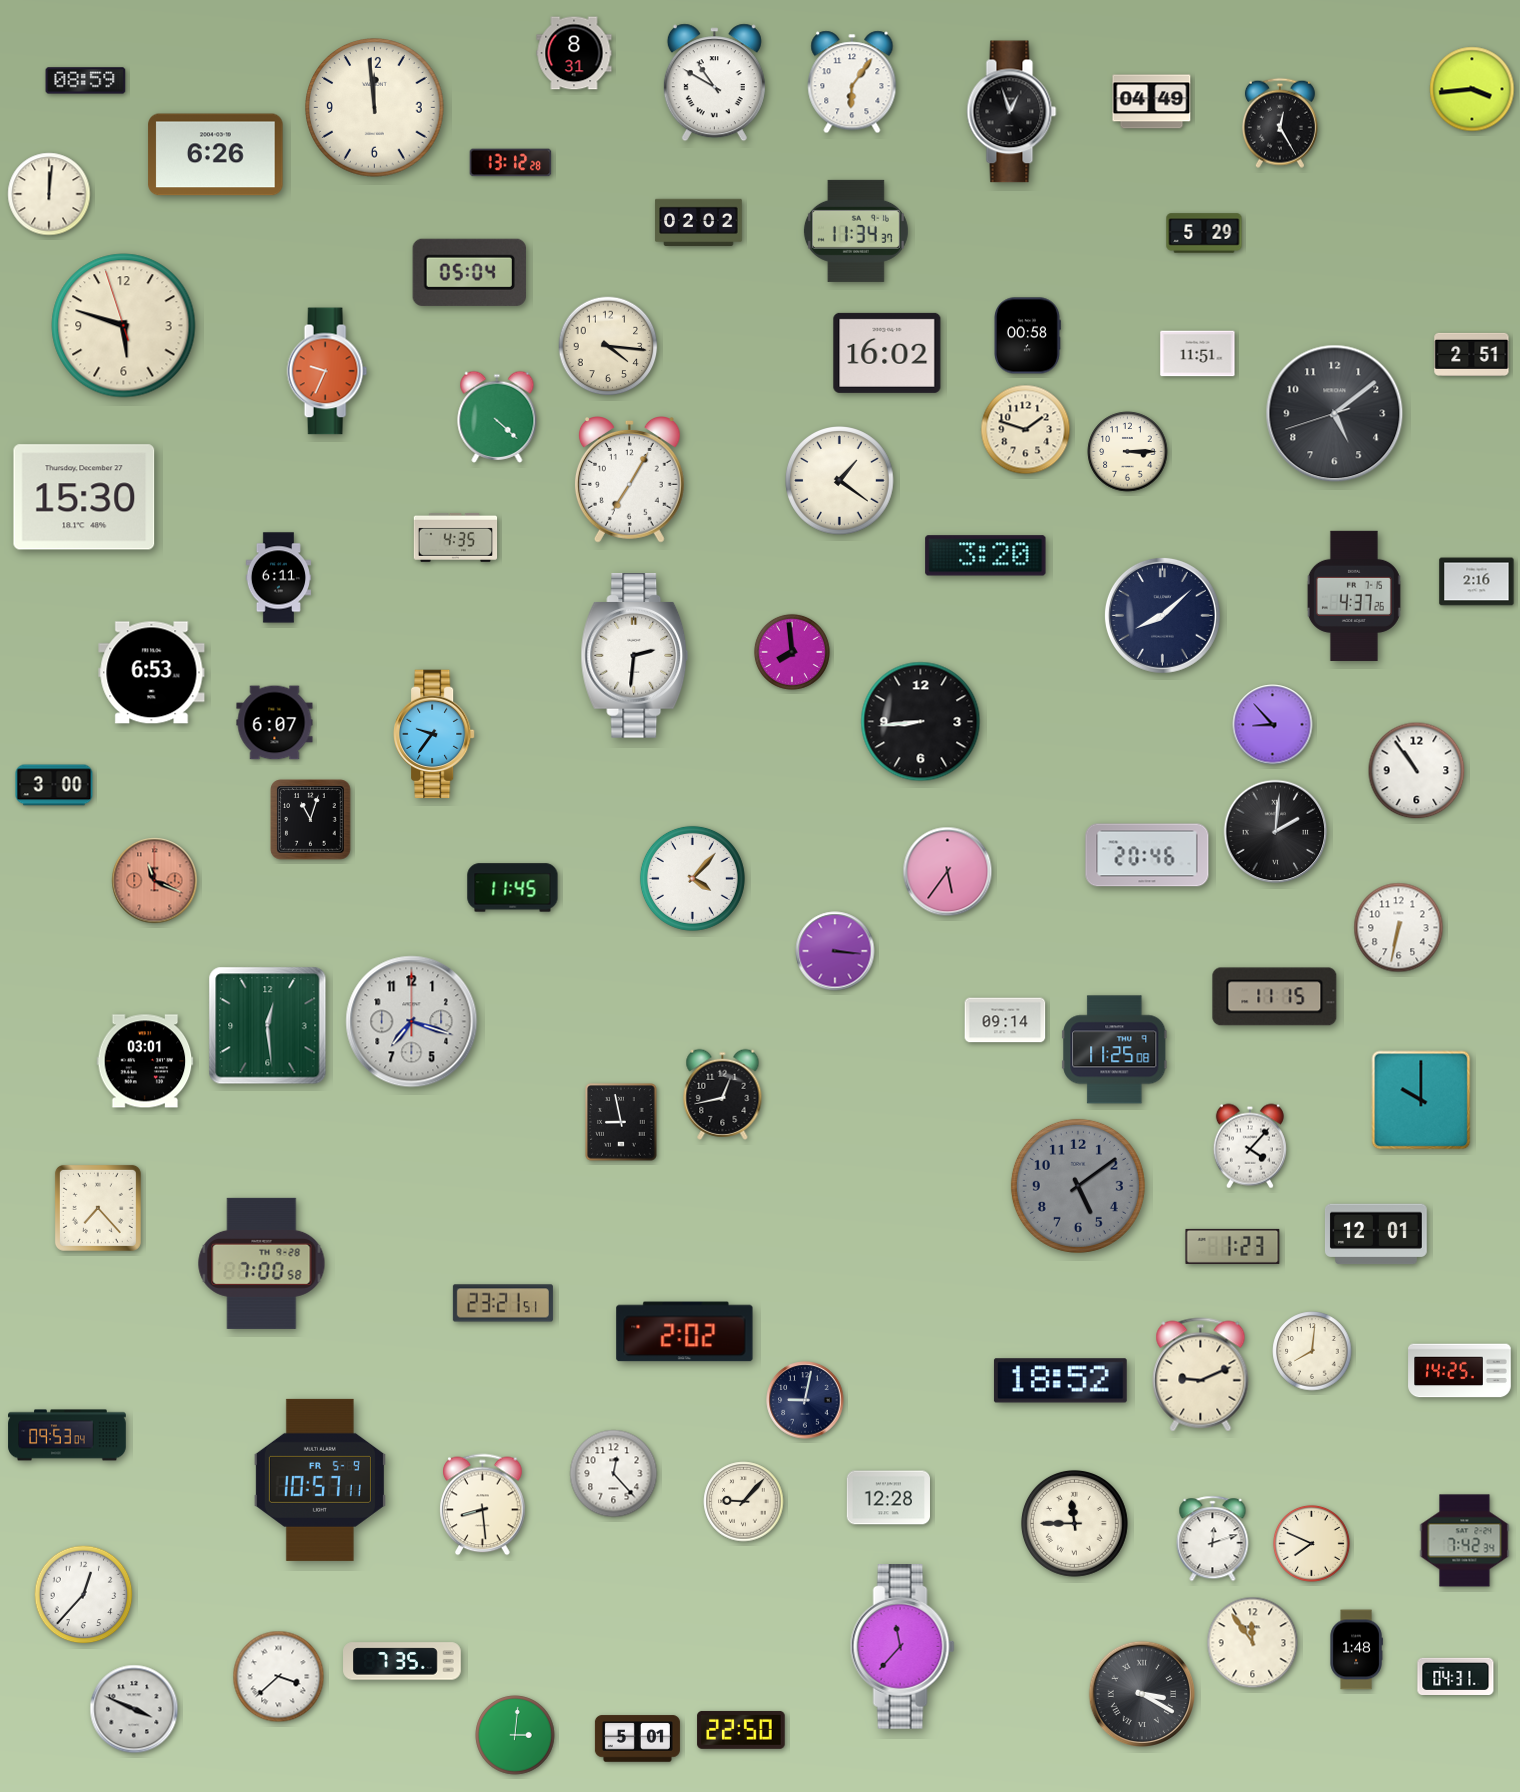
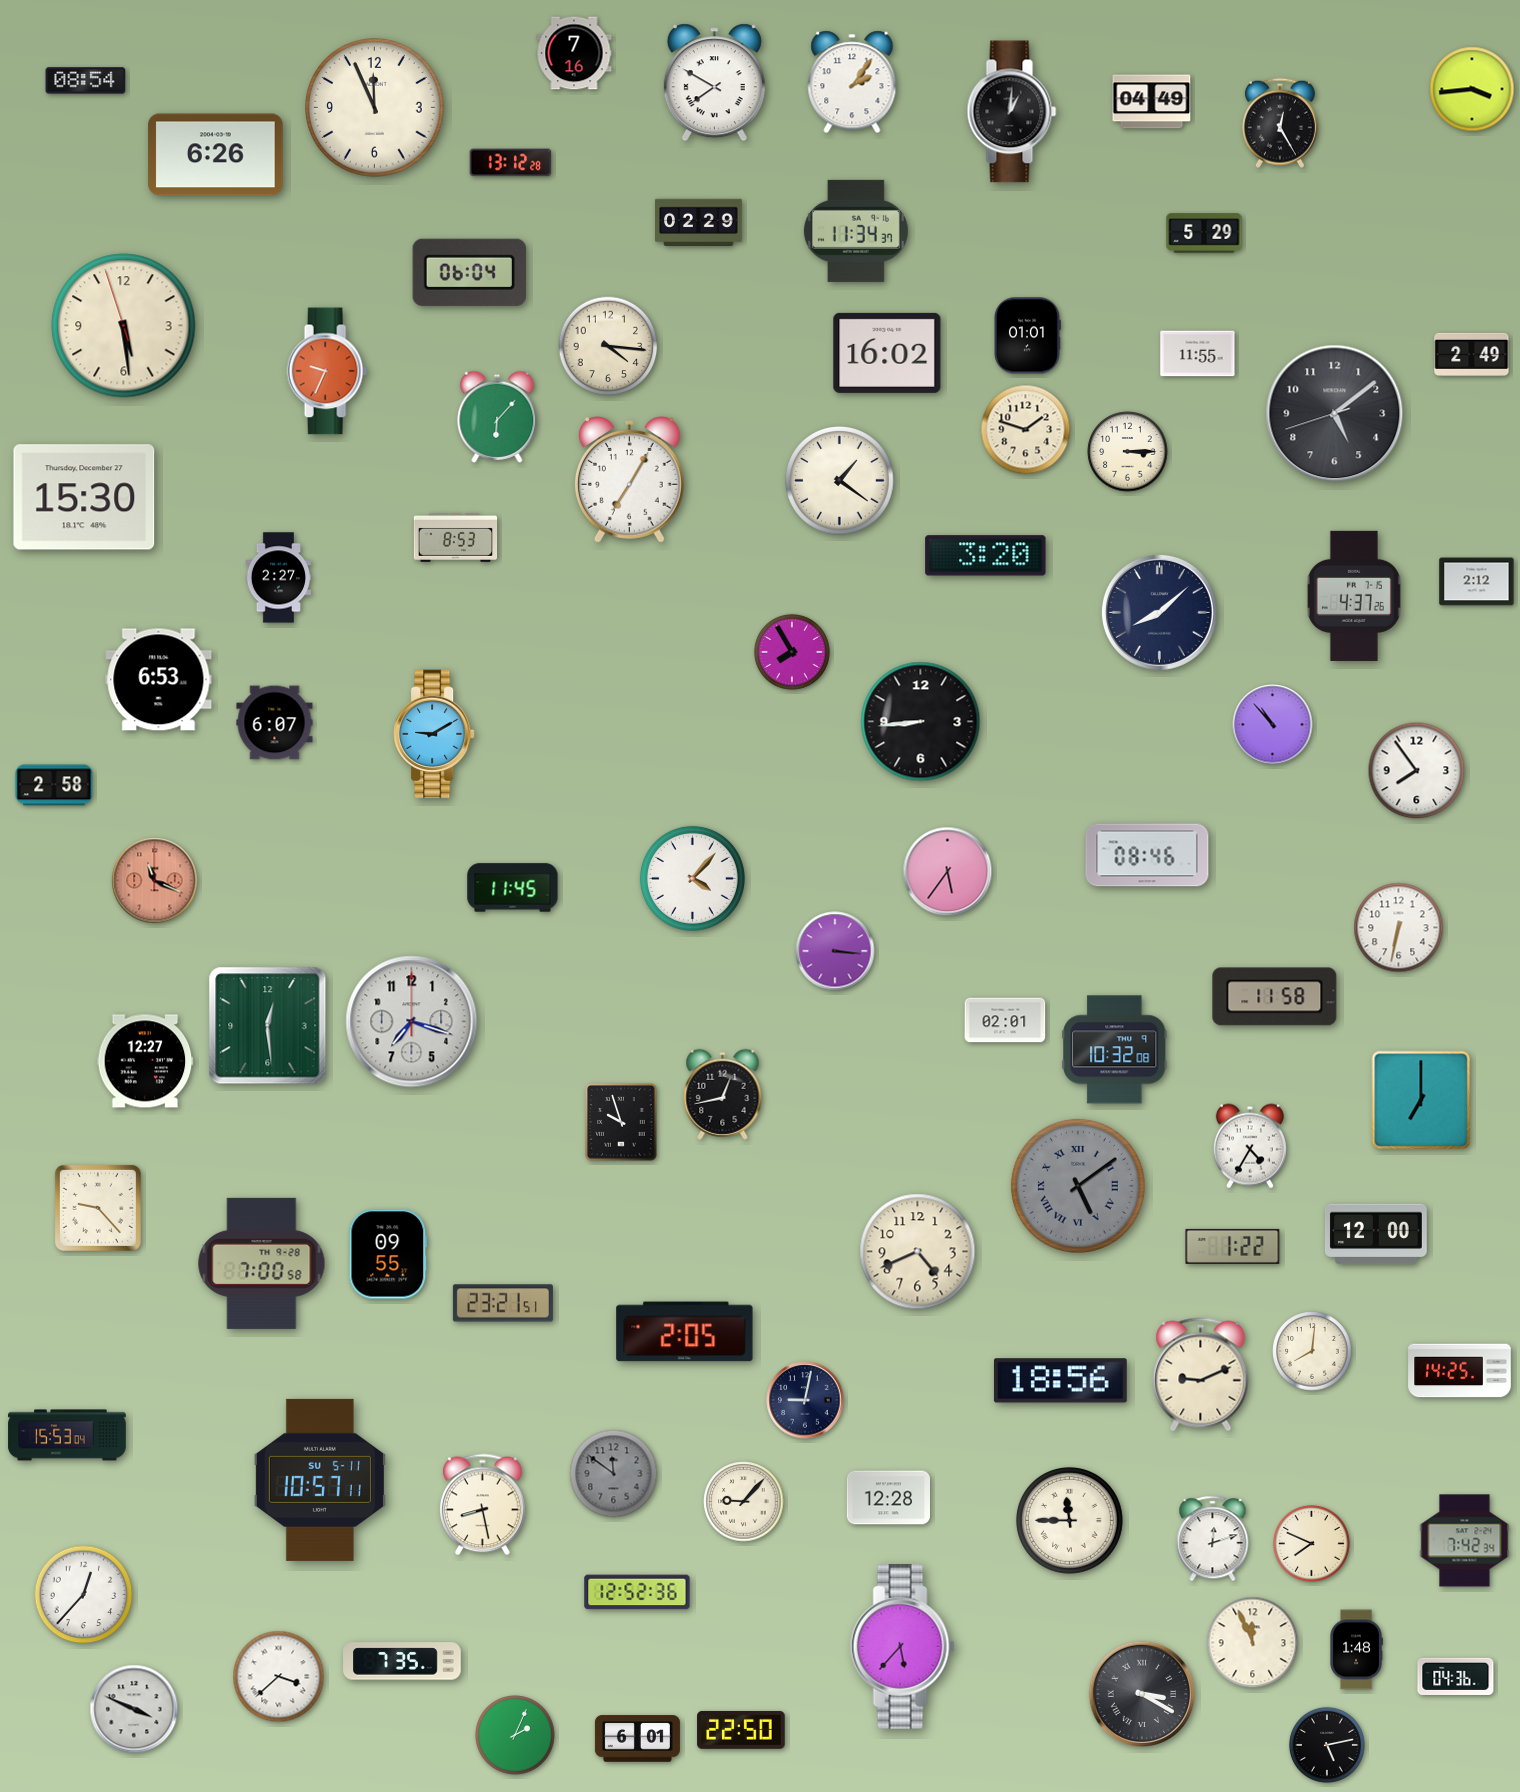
clock at (574, 53): 8:31 -> 7:16
clock at (86, 81): 08:59 -> 08:54
clock at (852, 82): 6:06 -> 2:06
clock at (714, 83): 10:50 -> 7:50
clock at (375, 108): 11:59 -> 11:56
clock at (1012, 112): 12:57 -> 1:01
clock at (49, 194): 12:01 -> none
clock at (699, 222): 02:02 -> 02:29
clock at (469, 272): 05:04 -> 06:04
clock at (124, 326): 5:47 -> 5:28
clock at (1028, 336): 00:58 -> 01:01
clock at (1198, 354): 11:51 -> 11:55
clock at (1472, 354): 2:51 -> 2:49
clock at (497, 417): 4:22 -> 6:07
clock at (456, 537): 4:35 -> 8:53
clock at (279, 578): 6:11 -> 2:27
clock at (1477, 582): 2:16 -> 2:12
clock at (1162, 615) position: (1162, 615) -> (1159, 612)
clock at (792, 652): 7:59 -> 7:55
clock at (635, 656): 2:31 -> none
clock at (152, 673) position: (152, 673) -> (159, 680)
clock at (1273, 725): 8:53 -> 10:53
clock at (435, 734): 9:36 -> 9:10
clock at (1417, 771): 10:54 -> 7:54
clock at (54, 785): 3:00 -> 2:58
clock at (311, 820): 11:03 -> none
clock at (1276, 832): 2:01 -> none
clock at (1147, 855): 20:46 -> 08:46
clock at (1275, 997): 11:15 -> 11:58
clock at (1005, 1020): 09:14 -> 02:01
clock at (1115, 1050): 11:25 -> 10:32
clock at (145, 1061): 03:01 -> 12:27
clock at (1421, 1100): 10:00 -> 7:00
clock at (621, 1122): 8:58 -> 9:57
clock at (1250, 1146): 4:07 -> 4:35
clock at (1078, 1186) numerals: Arabic -> Roman
clock at (98, 1208): 7:23 -> 9:23
clock at (1376, 1234): 12:01 -> 12:00
clock at (1233, 1246): 1:23 -> 1:22
clock at (918, 1252): none -> 4:41
clock at (388, 1254): none -> 09:55
clock at (685, 1332): 2:02 -> 2:05
clock at (1060, 1381): 18:52 -> 18:56
clock at (67, 1435): 09:53 -> 15:53
clock at (614, 1474): 12:23 -> 11:51
clock at (614, 1474) dial: white -> grey
clock at (320, 1480) date: FR 5-9 -> SU 5-11
clock at (483, 1505): 8:29 -> 8:28
clock at (1074, 1523) position: (1074, 1523) -> (1069, 1520)
clock at (637, 1592): none -> 12:52
clock at (1253, 1643): 11:54 -> 11:56
clock at (902, 1647): 11:37 -> 5:37
clock at (1456, 1676): 04:31 -> 04:36
clock at (515, 1735): 3:01 -> 2:04
clock at (637, 1739): 5:01 -> 6:01
clock at (1327, 1745): none -> 5:13
